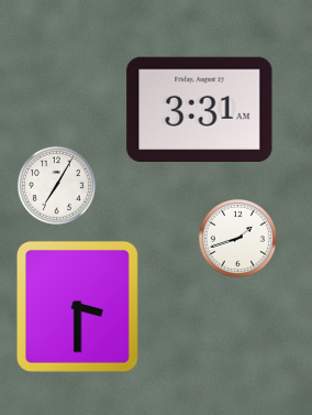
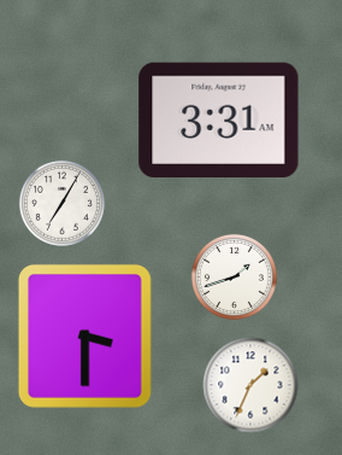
clock at (237, 238) position: (237, 238) -> (234, 276)
clock at (250, 385): none -> 1:34
